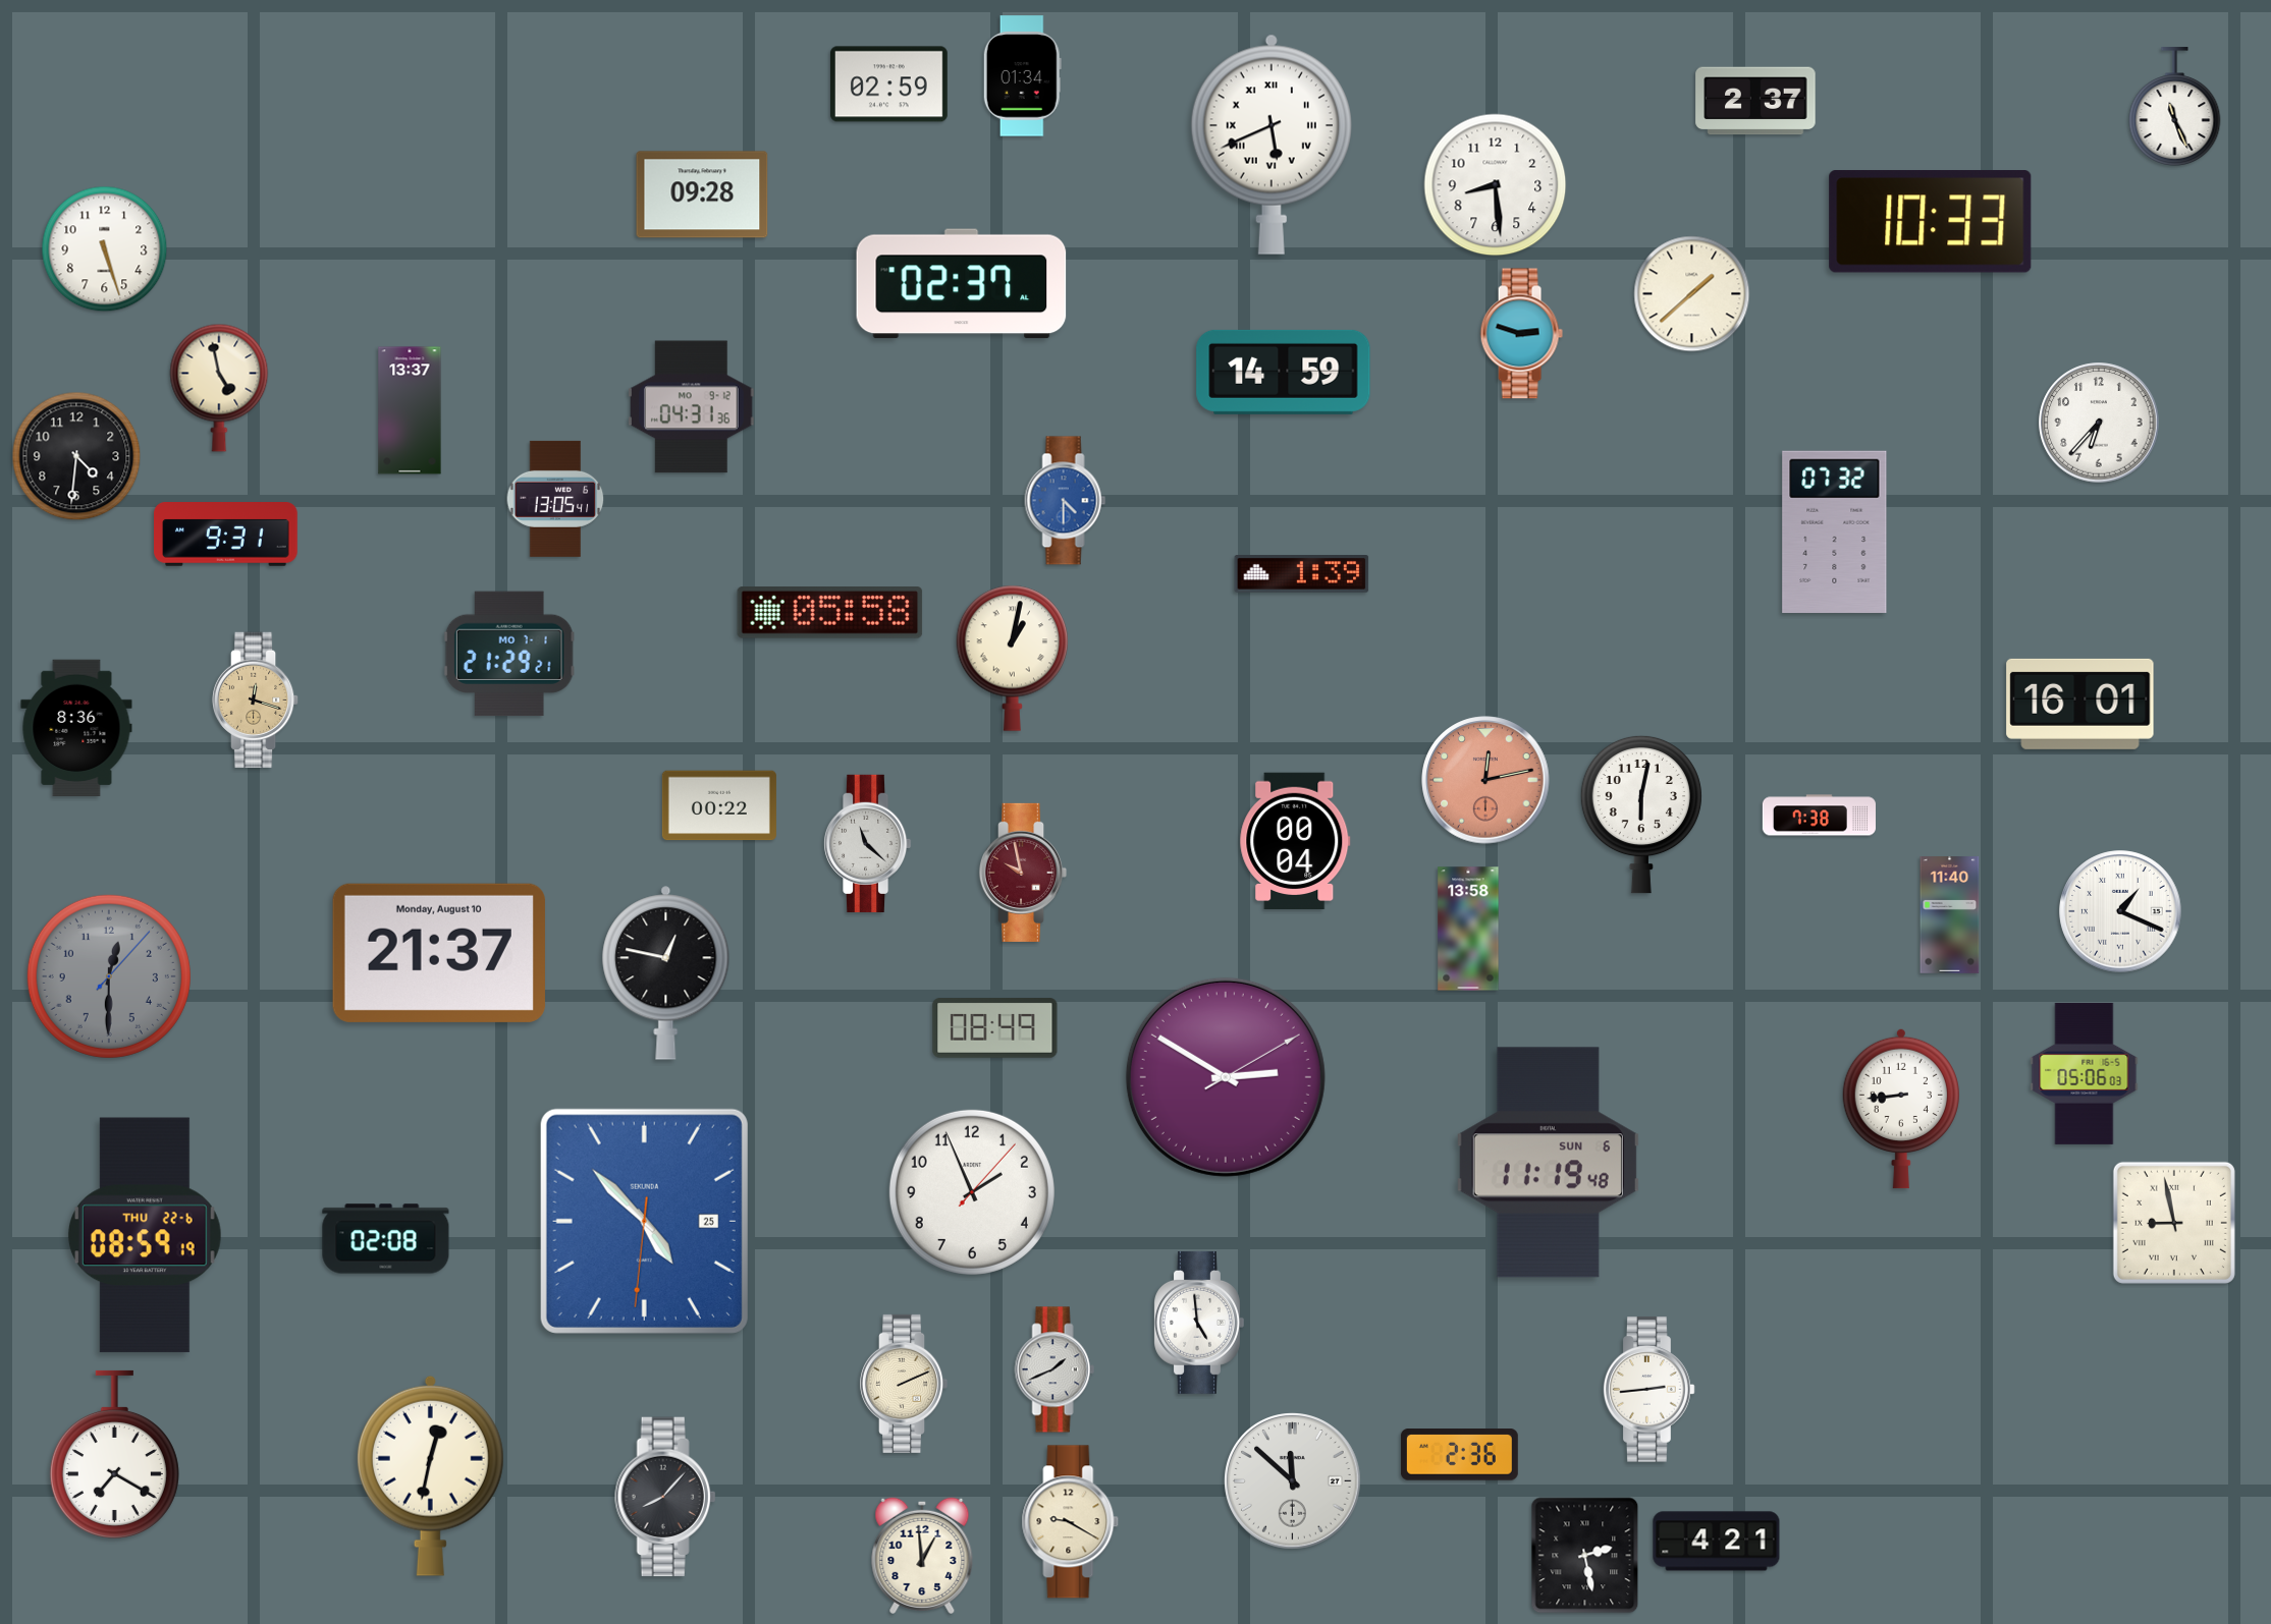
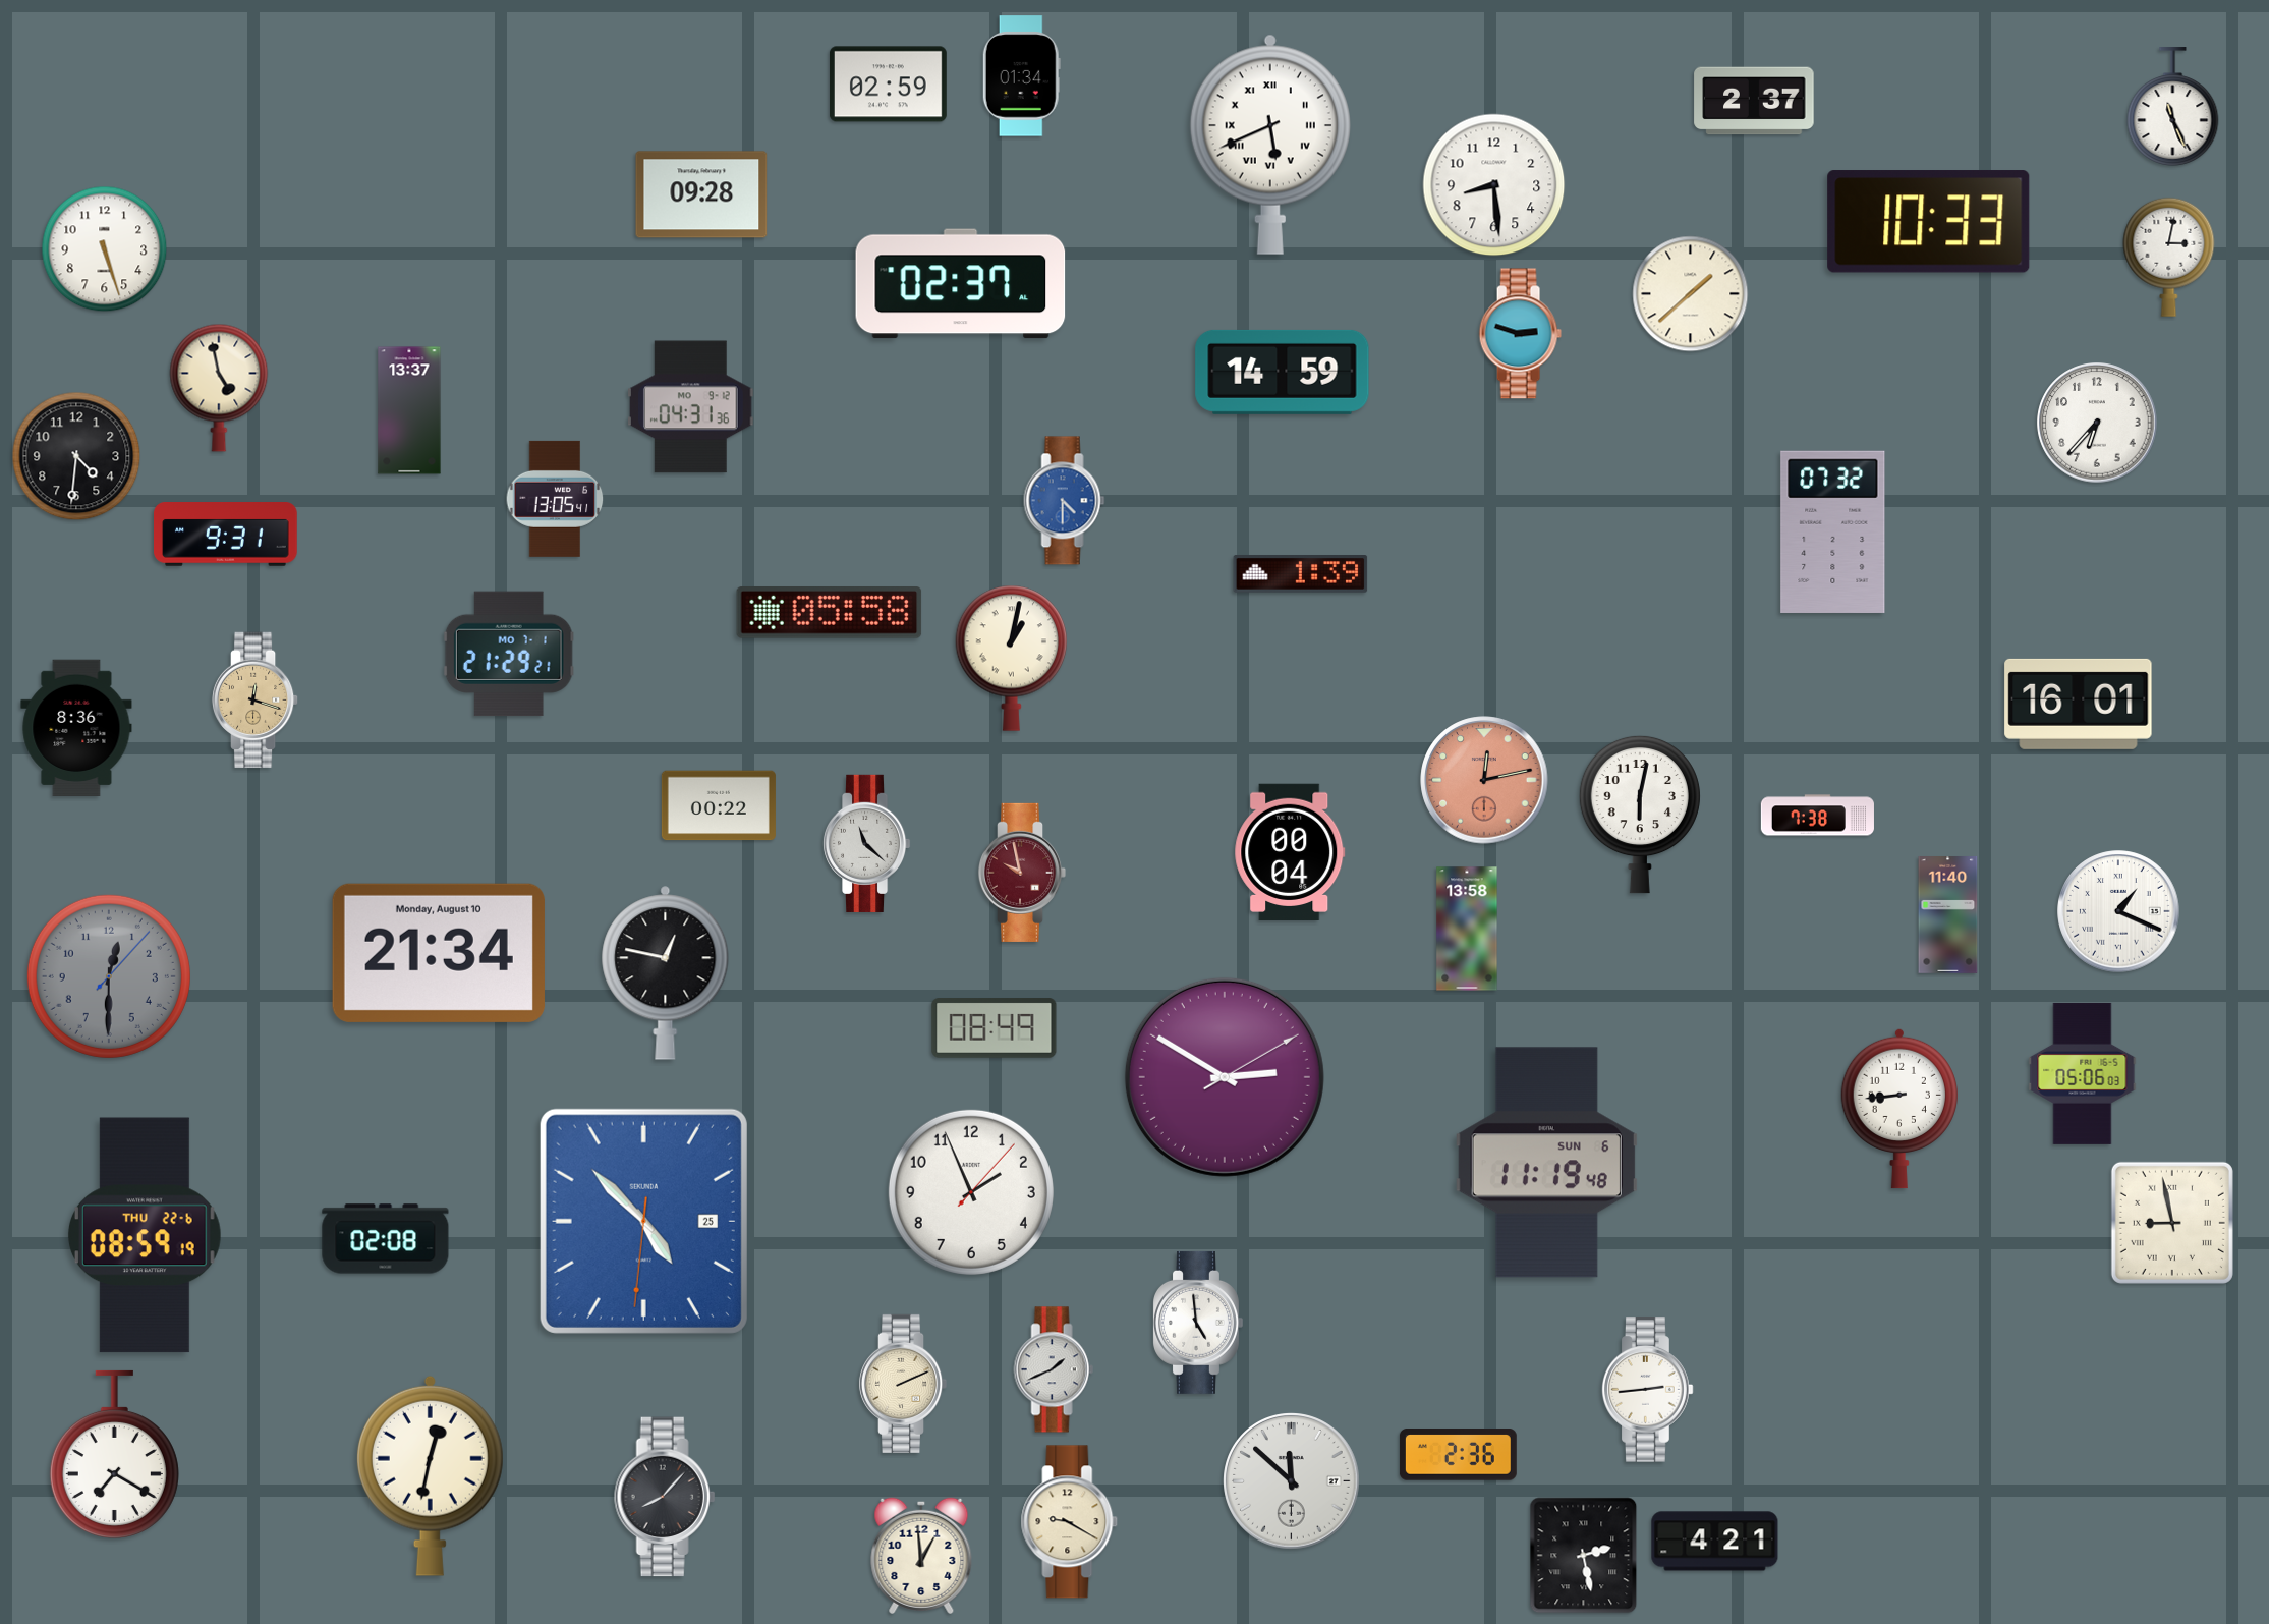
clock at (2169, 257): none -> 3:02
clock at (1295, 840) position: (1295, 840) -> (1290, 851)
clock at (439, 953): 21:37 -> 21:34
